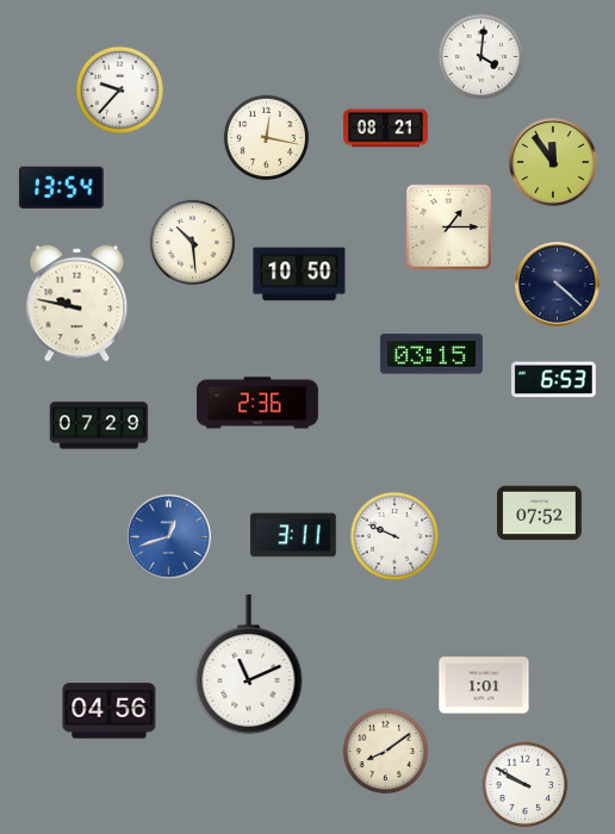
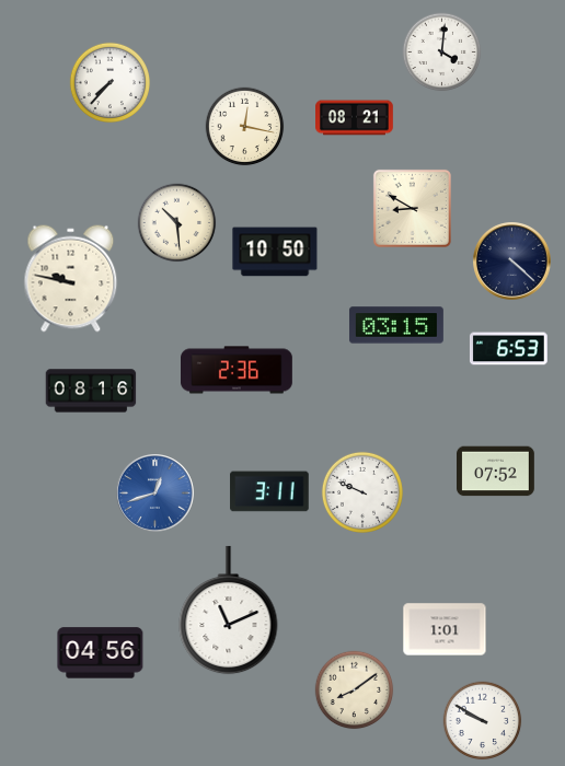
clock at (119, 89): 9:37 -> 7:37
clock at (553, 162): 11:54 -> none
clock at (61, 188): 13:54 -> none
clock at (448, 226): 1:15 -> 8:50
clock at (99, 425): 07:29 -> 08:16
